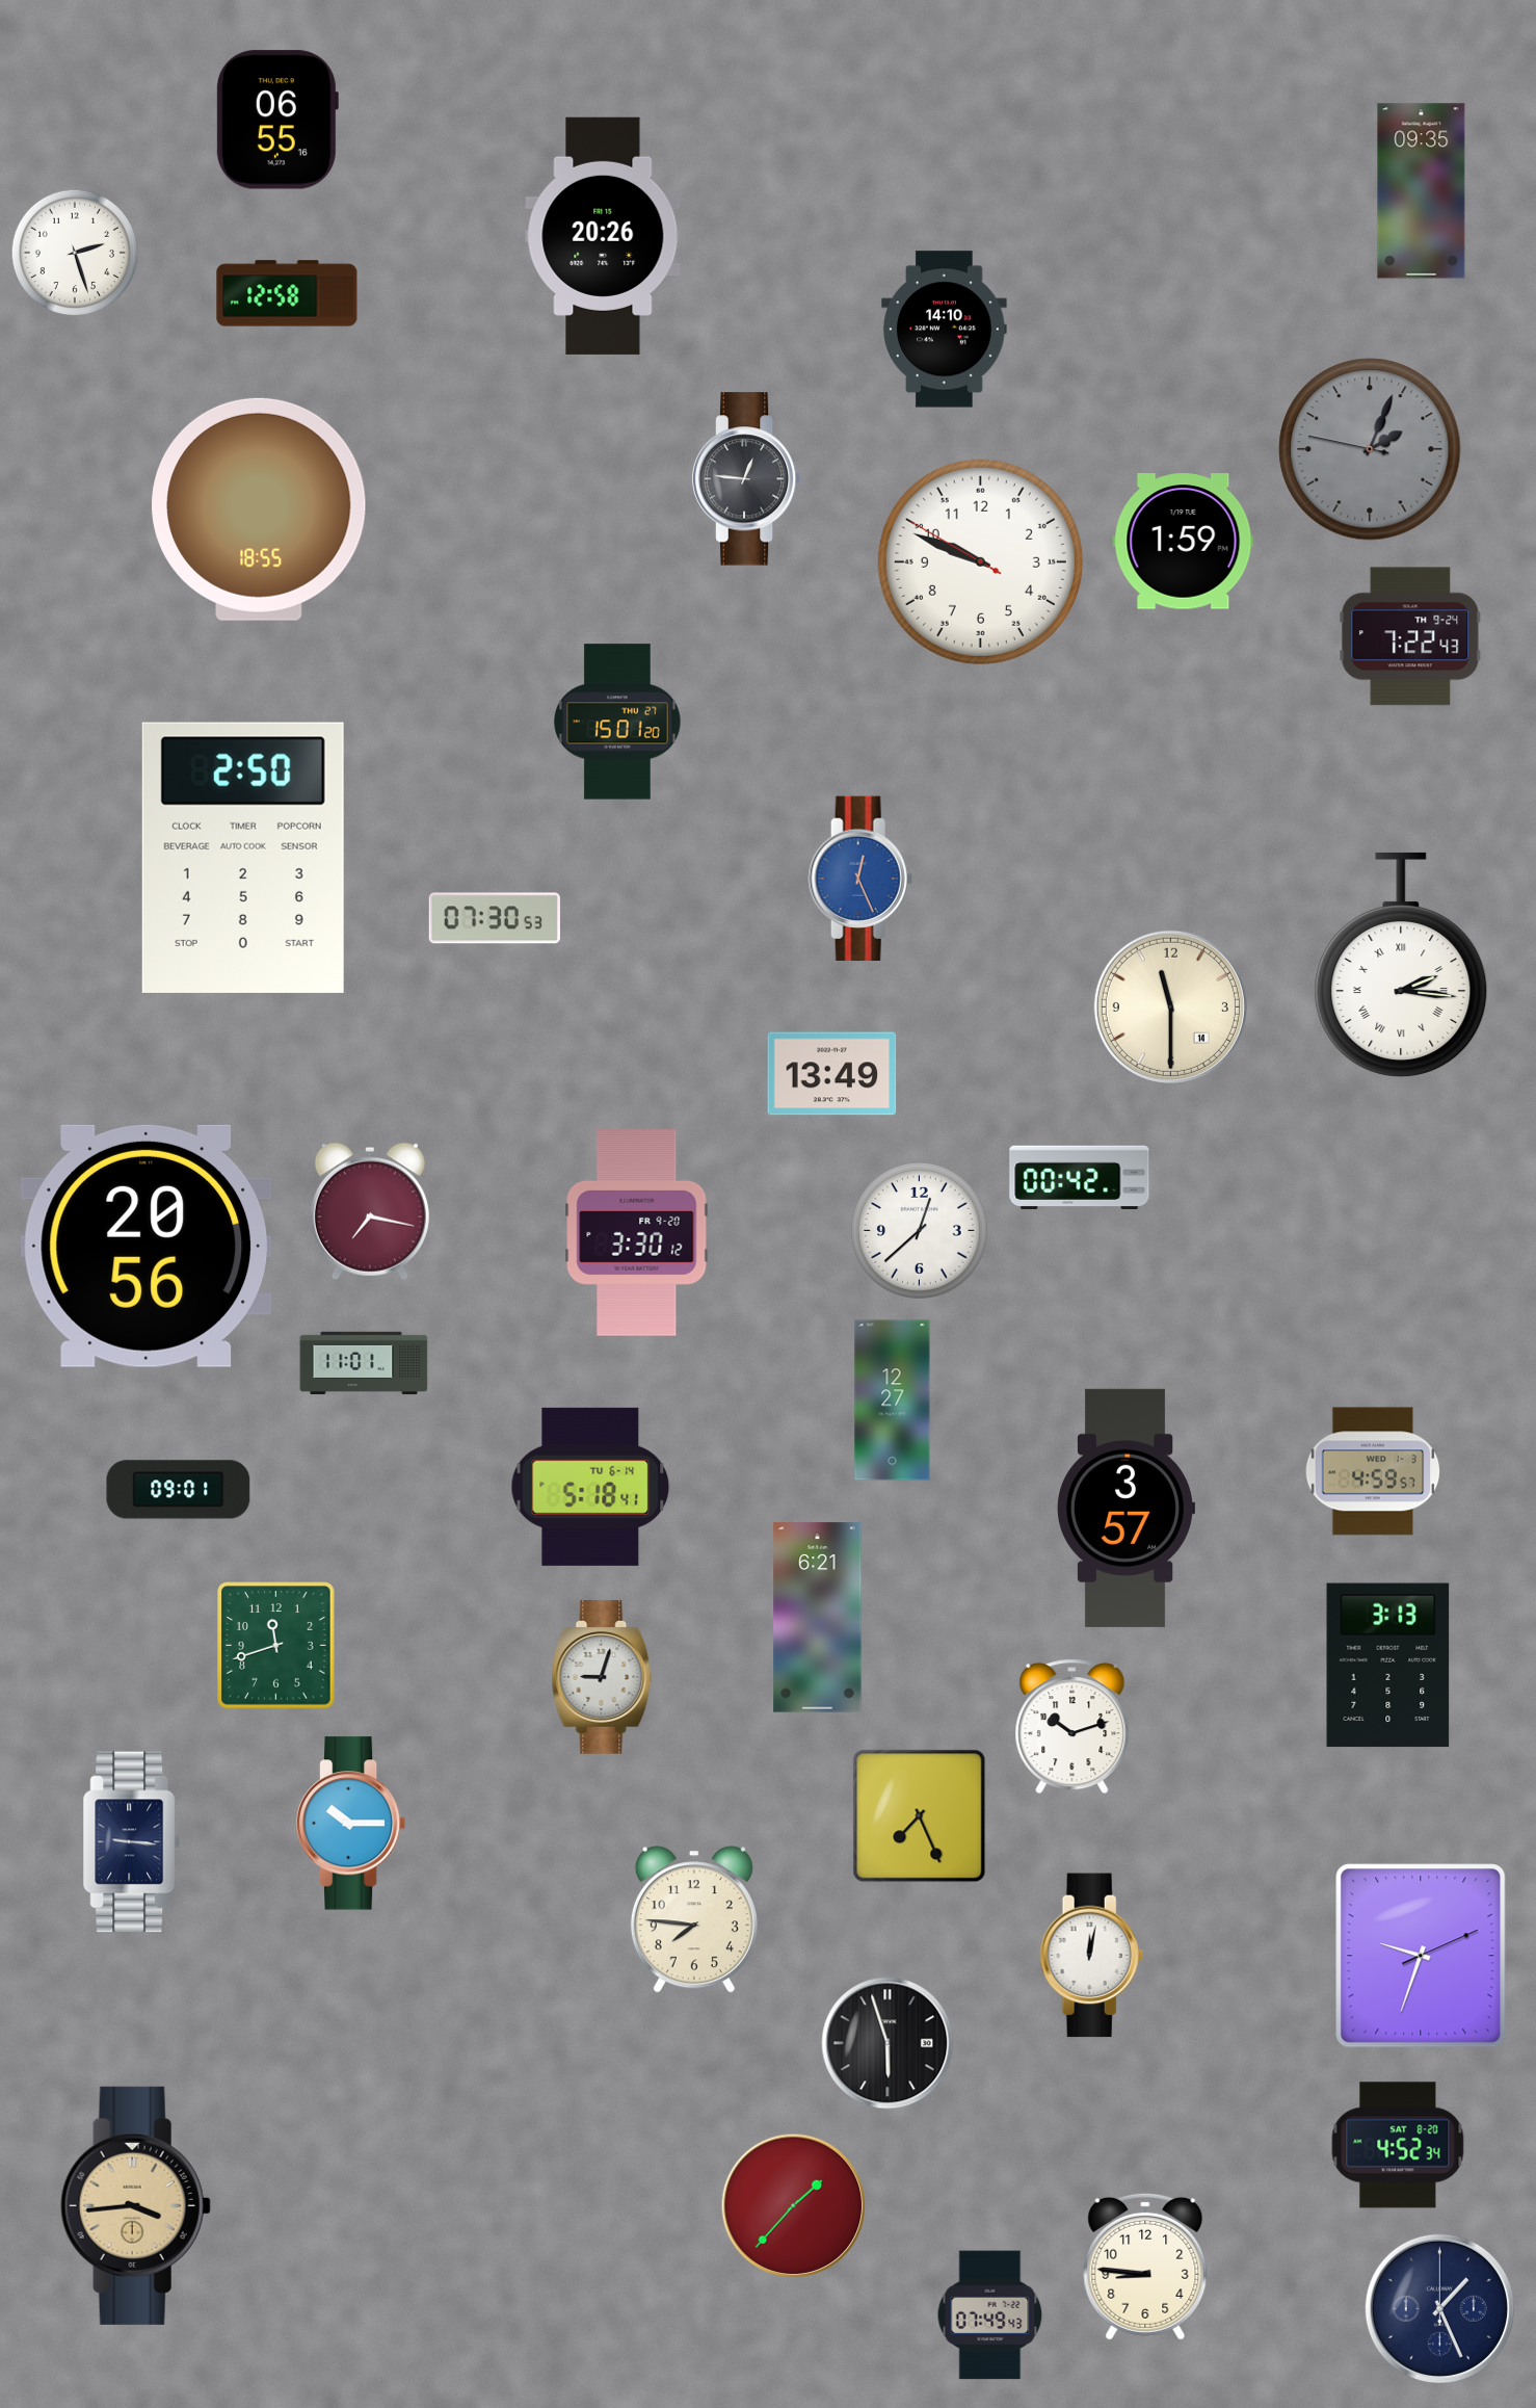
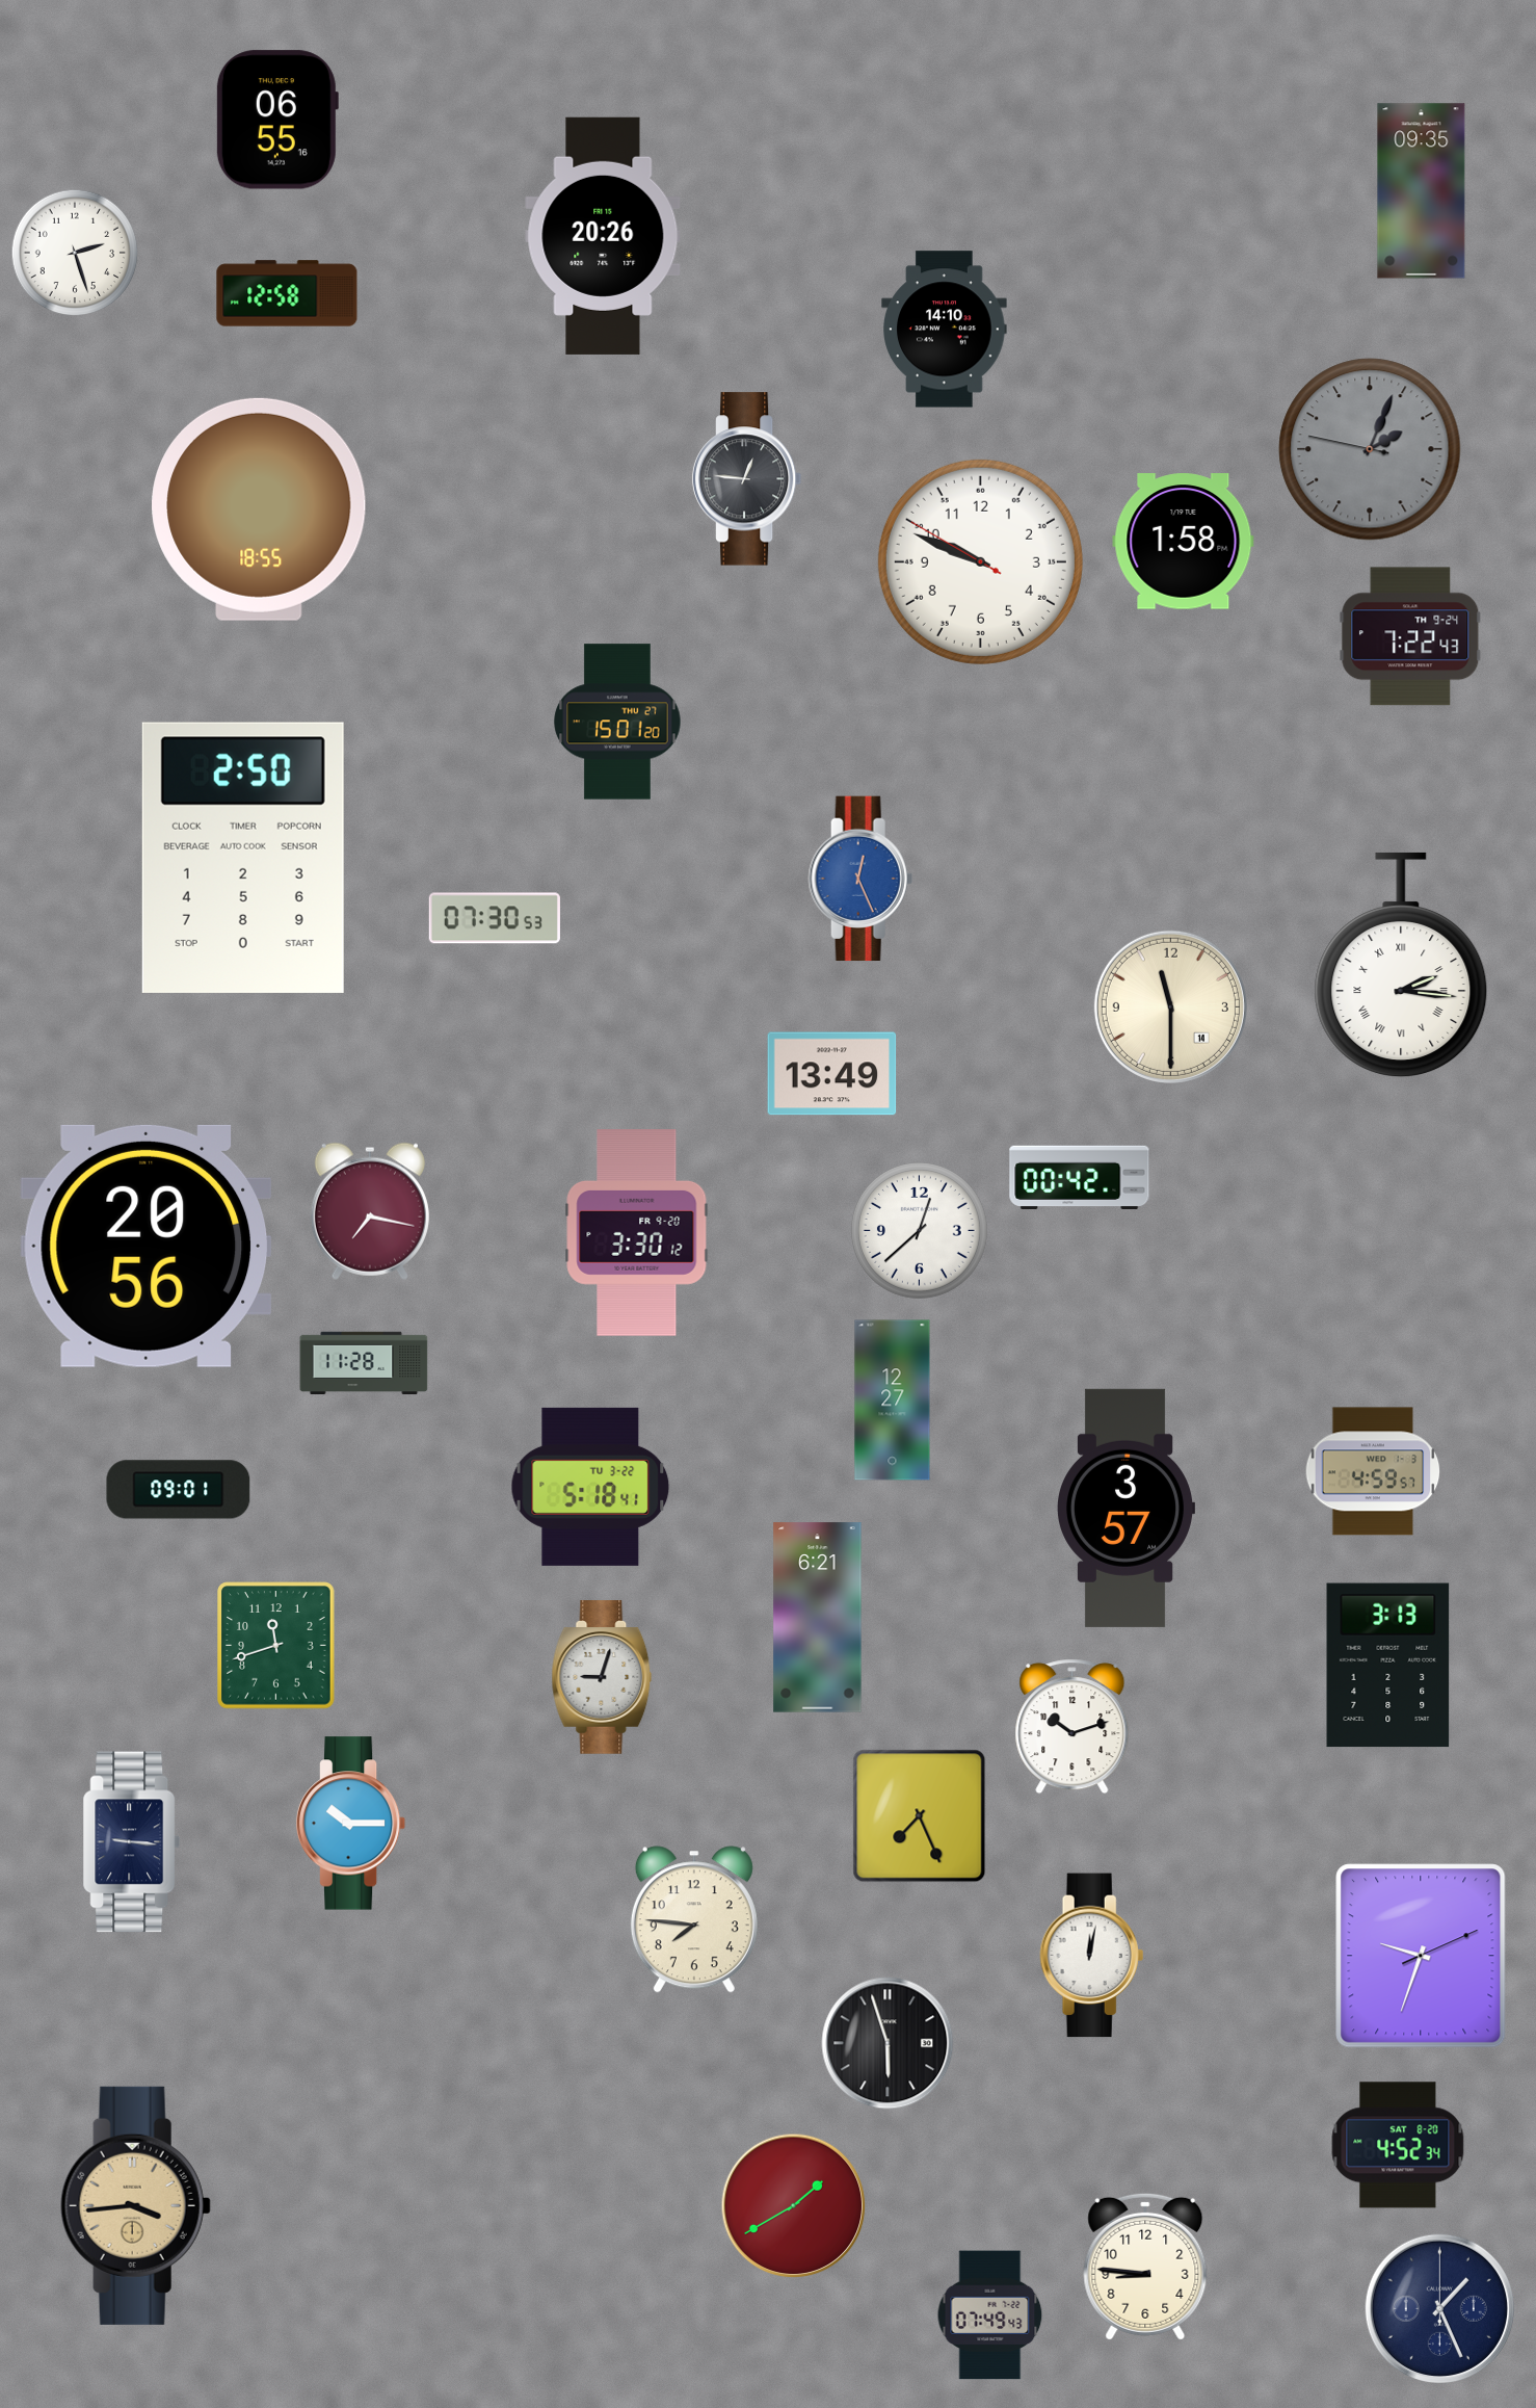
clock at (1184, 542): 1:59 -> 1:58
clock at (364, 1363): 11:01 -> 11:28
clock at (590, 1487) date: TU 6-14 -> TU 3-22
clock at (794, 2206): 1:37 -> 1:40
